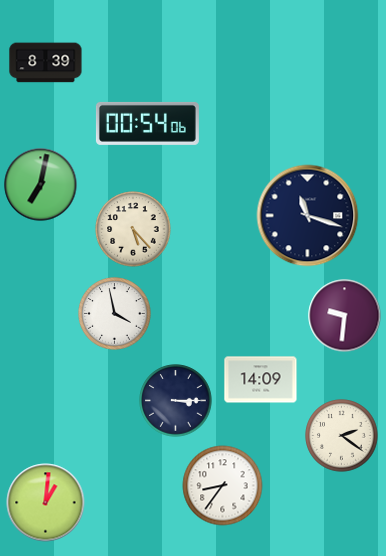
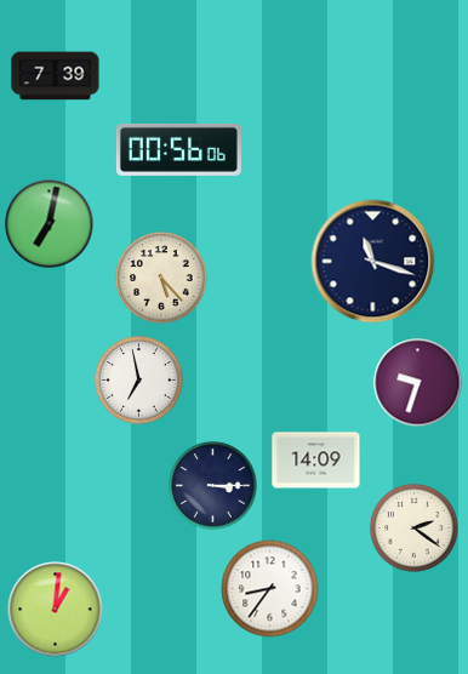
clock at (46, 63): 8:39 -> 7:39
clock at (147, 123): 00:54 -> 00:56
clock at (115, 314): 3:58 -> 6:58
clock at (345, 316): 9:31 -> 9:33
